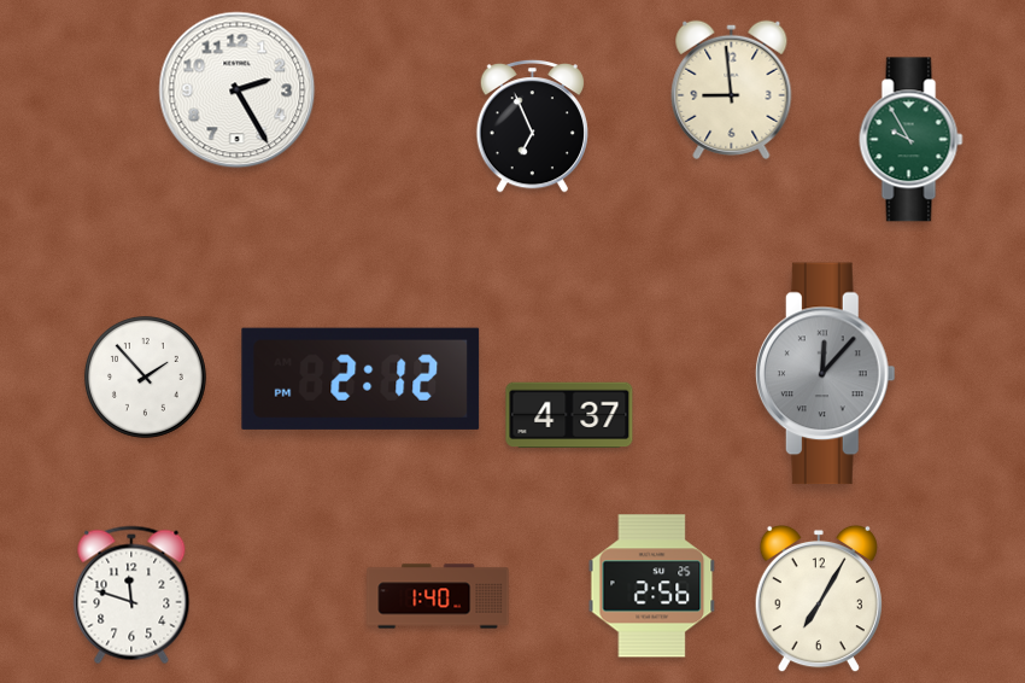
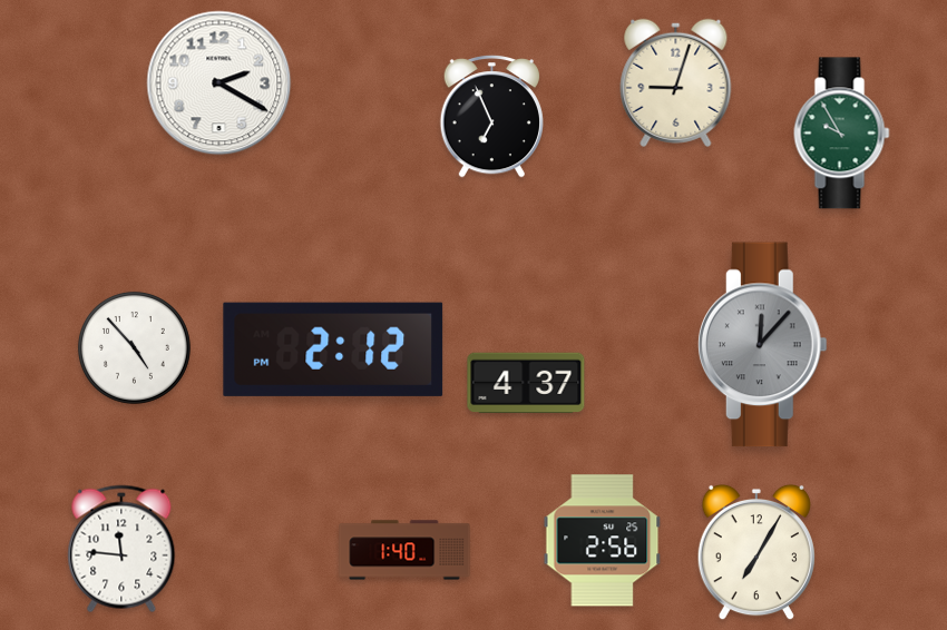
clock at (732, 89): 8:59 -> 9:03
clock at (238, 91): 2:25 -> 2:20
clock at (912, 140) position: (912, 140) -> (842, 134)
clock at (145, 376): 1:53 -> 4:53
clock at (131, 595): 11:48 -> 11:46
